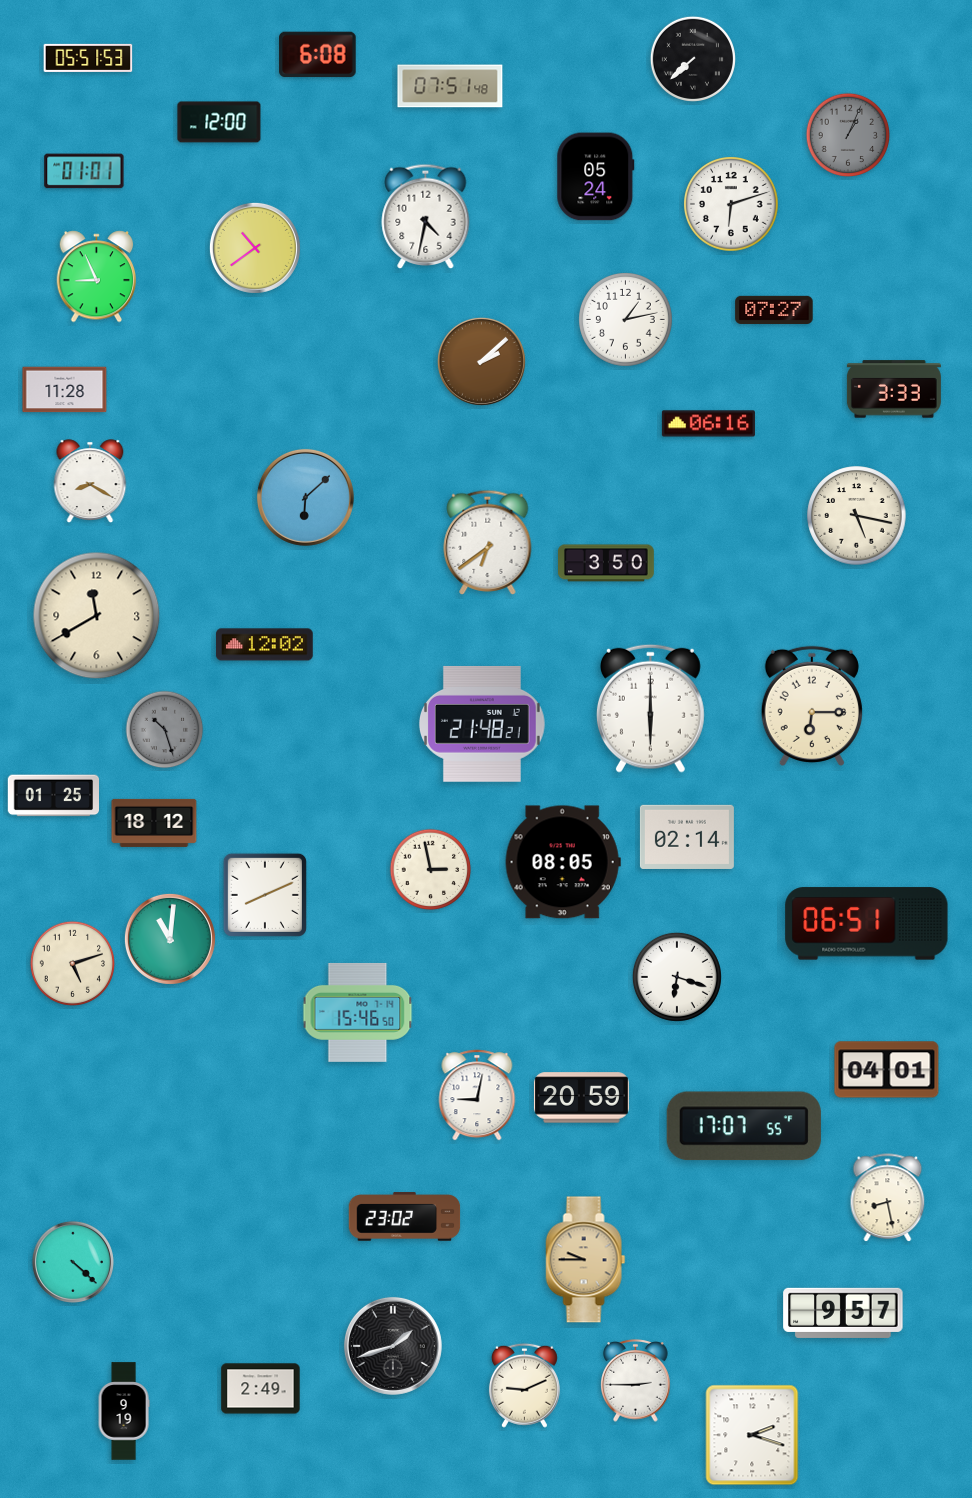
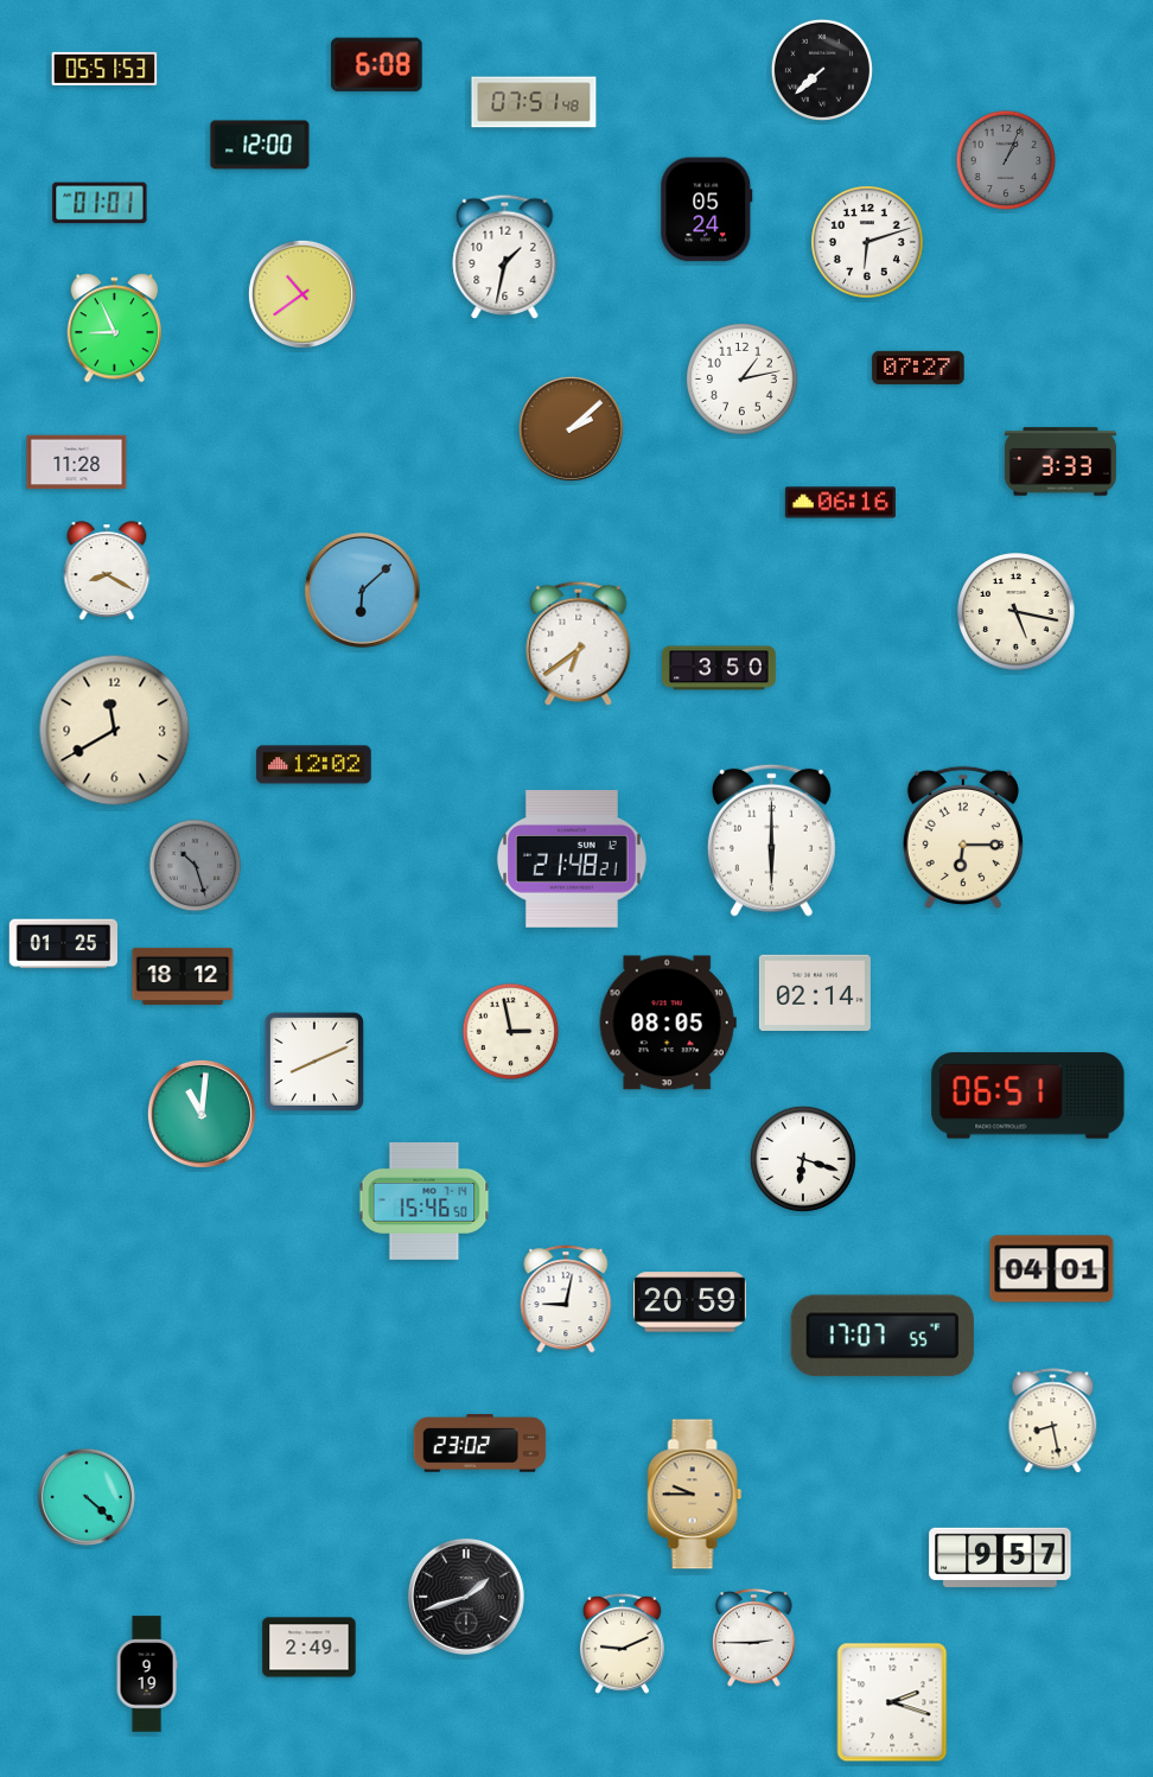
clock at (426, 216): 4:32 -> 1:32
clock at (72, 963): 5:12 -> none
